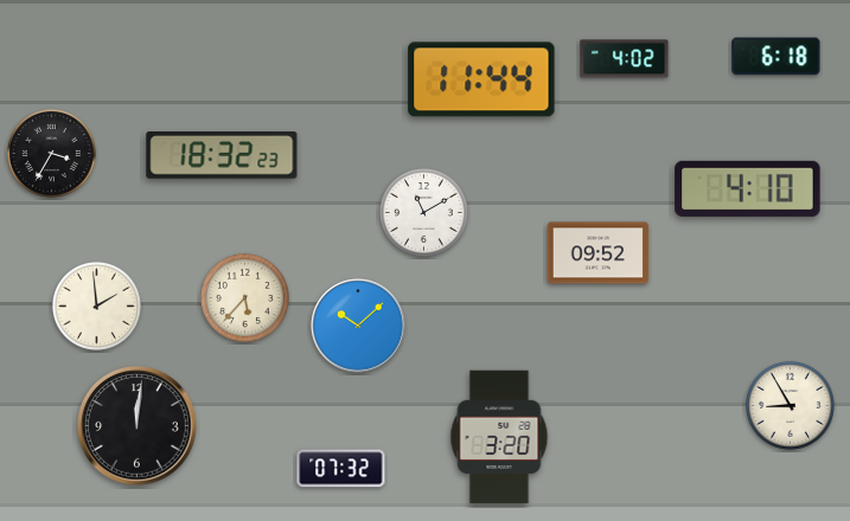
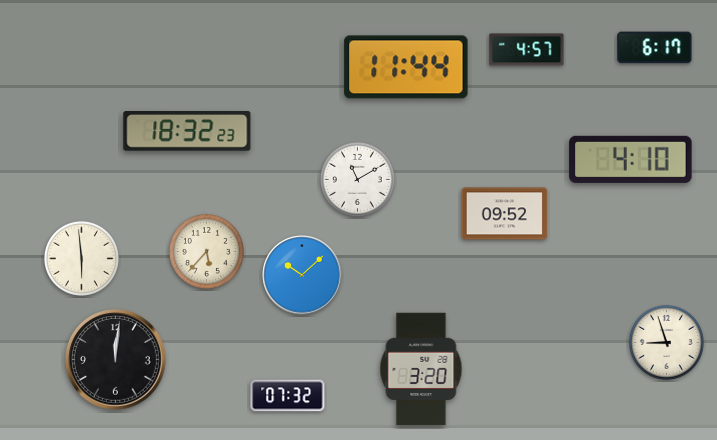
clock at (776, 57): 6:18 -> 6:17
clock at (625, 59): 4:02 -> 4:57
clock at (52, 154): 3:35 -> none
clock at (97, 307): 1:59 -> 5:59
clock at (791, 406): 8:55 -> 8:57
